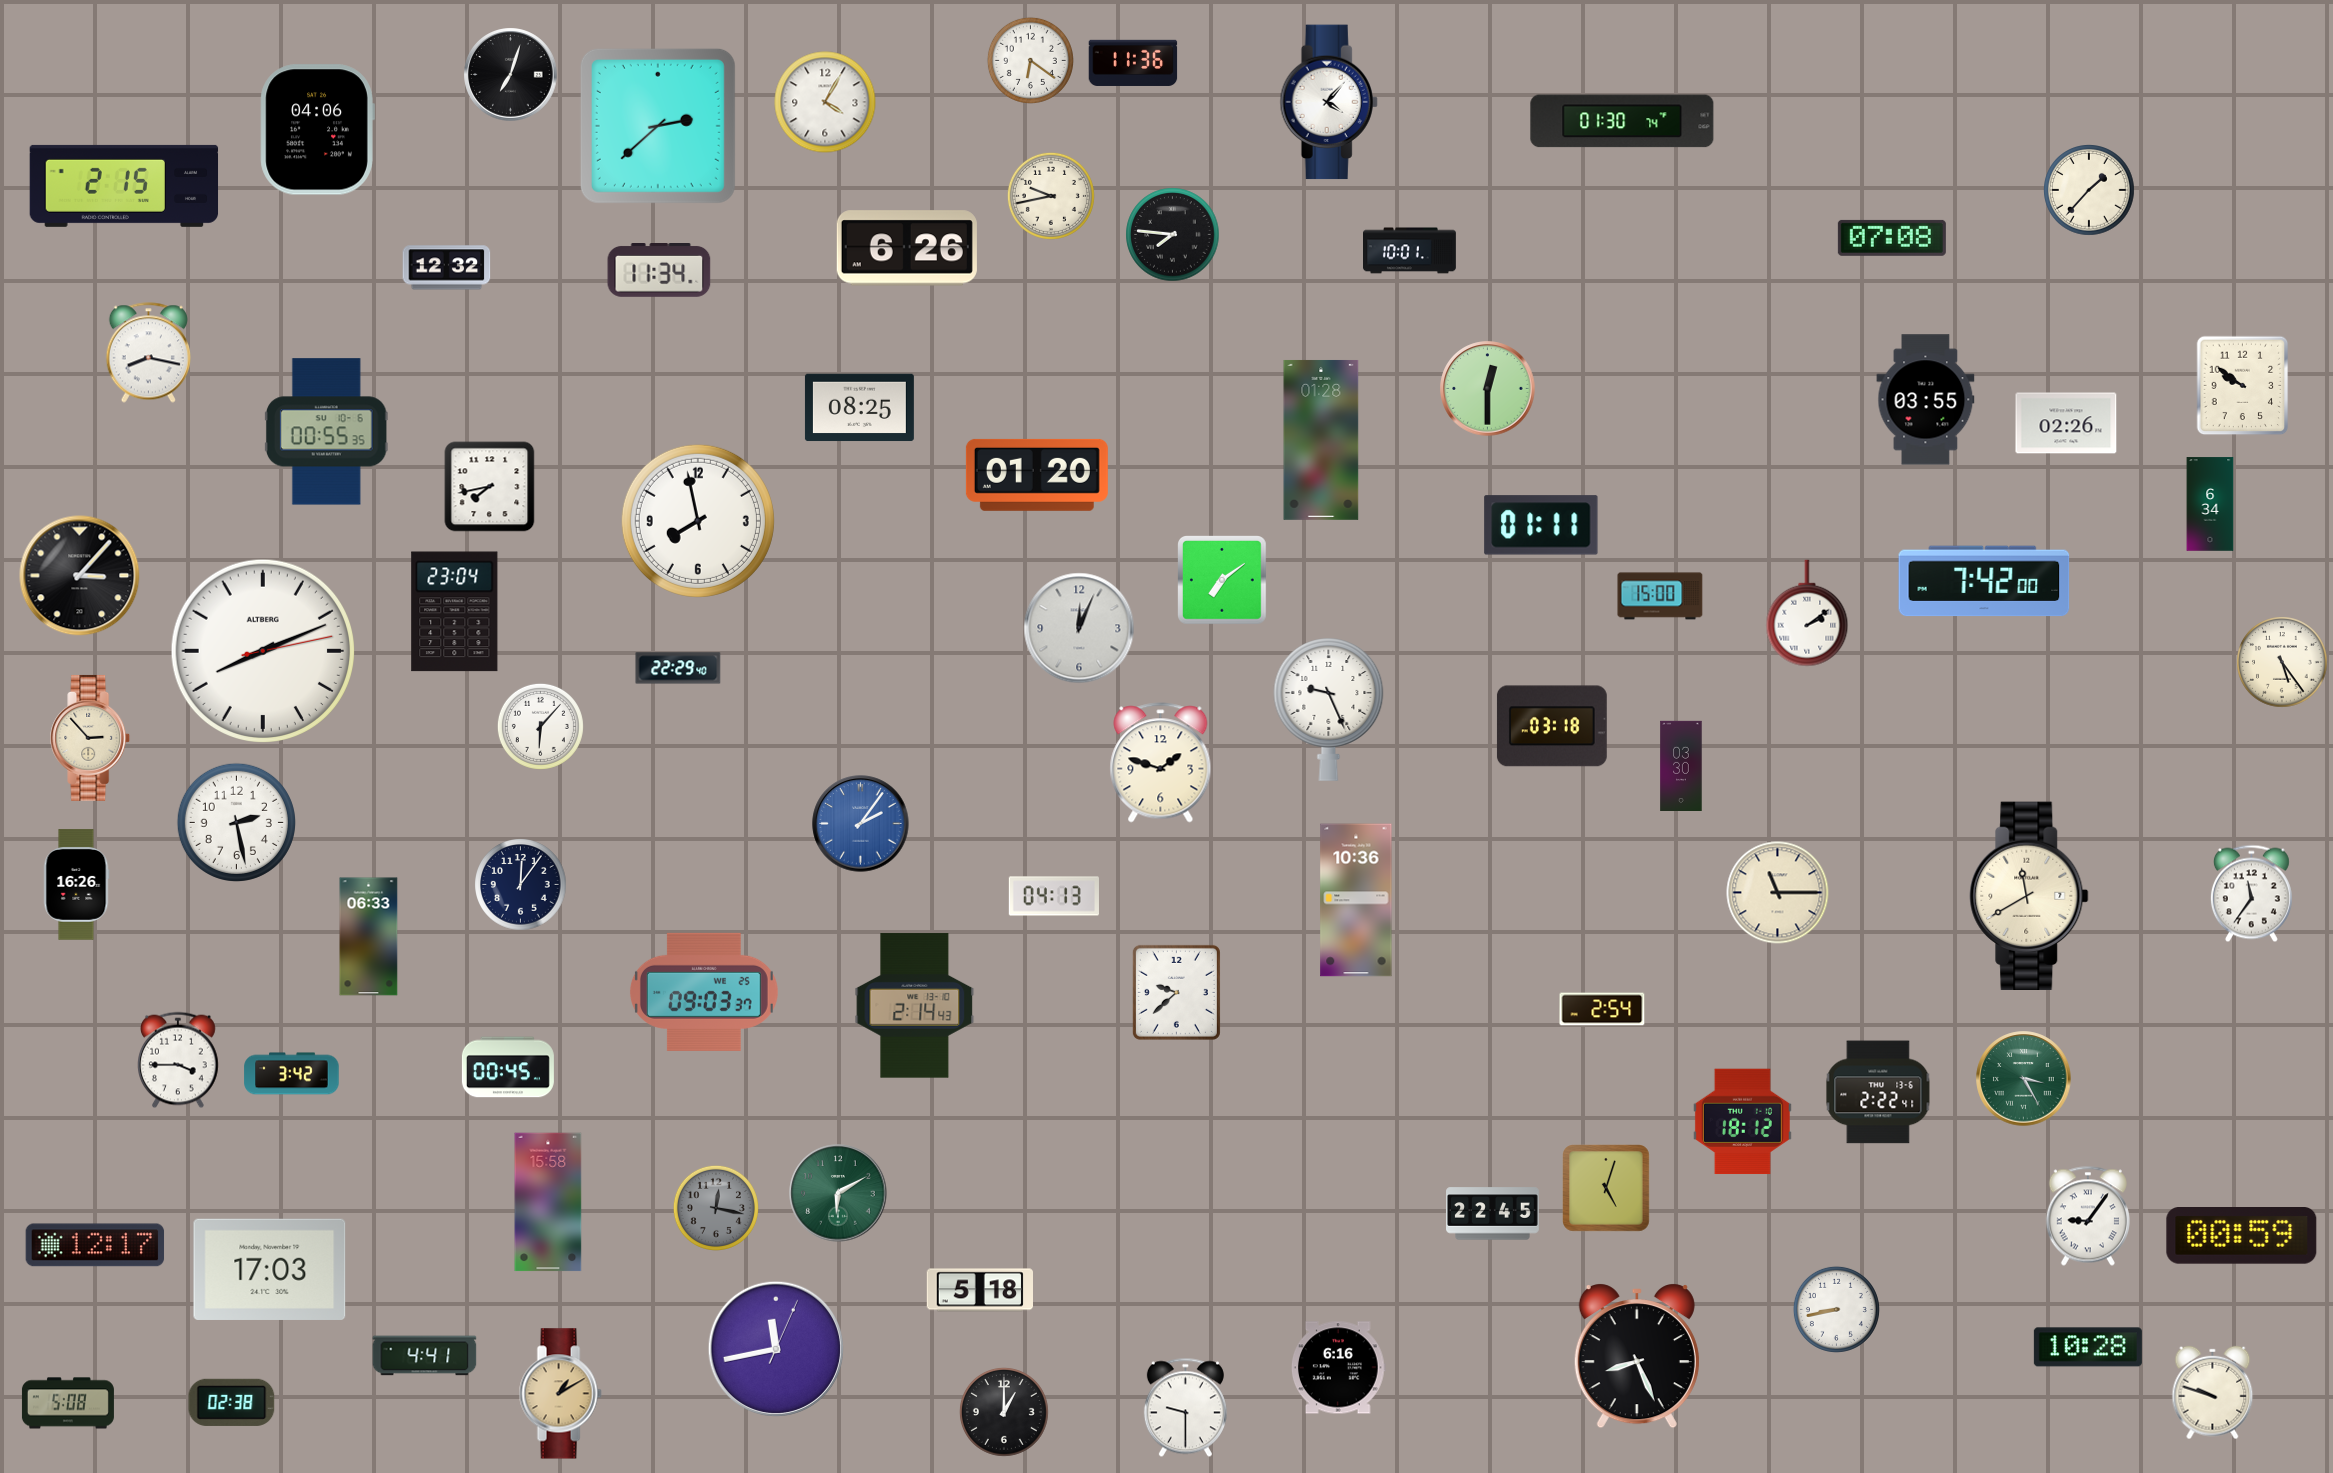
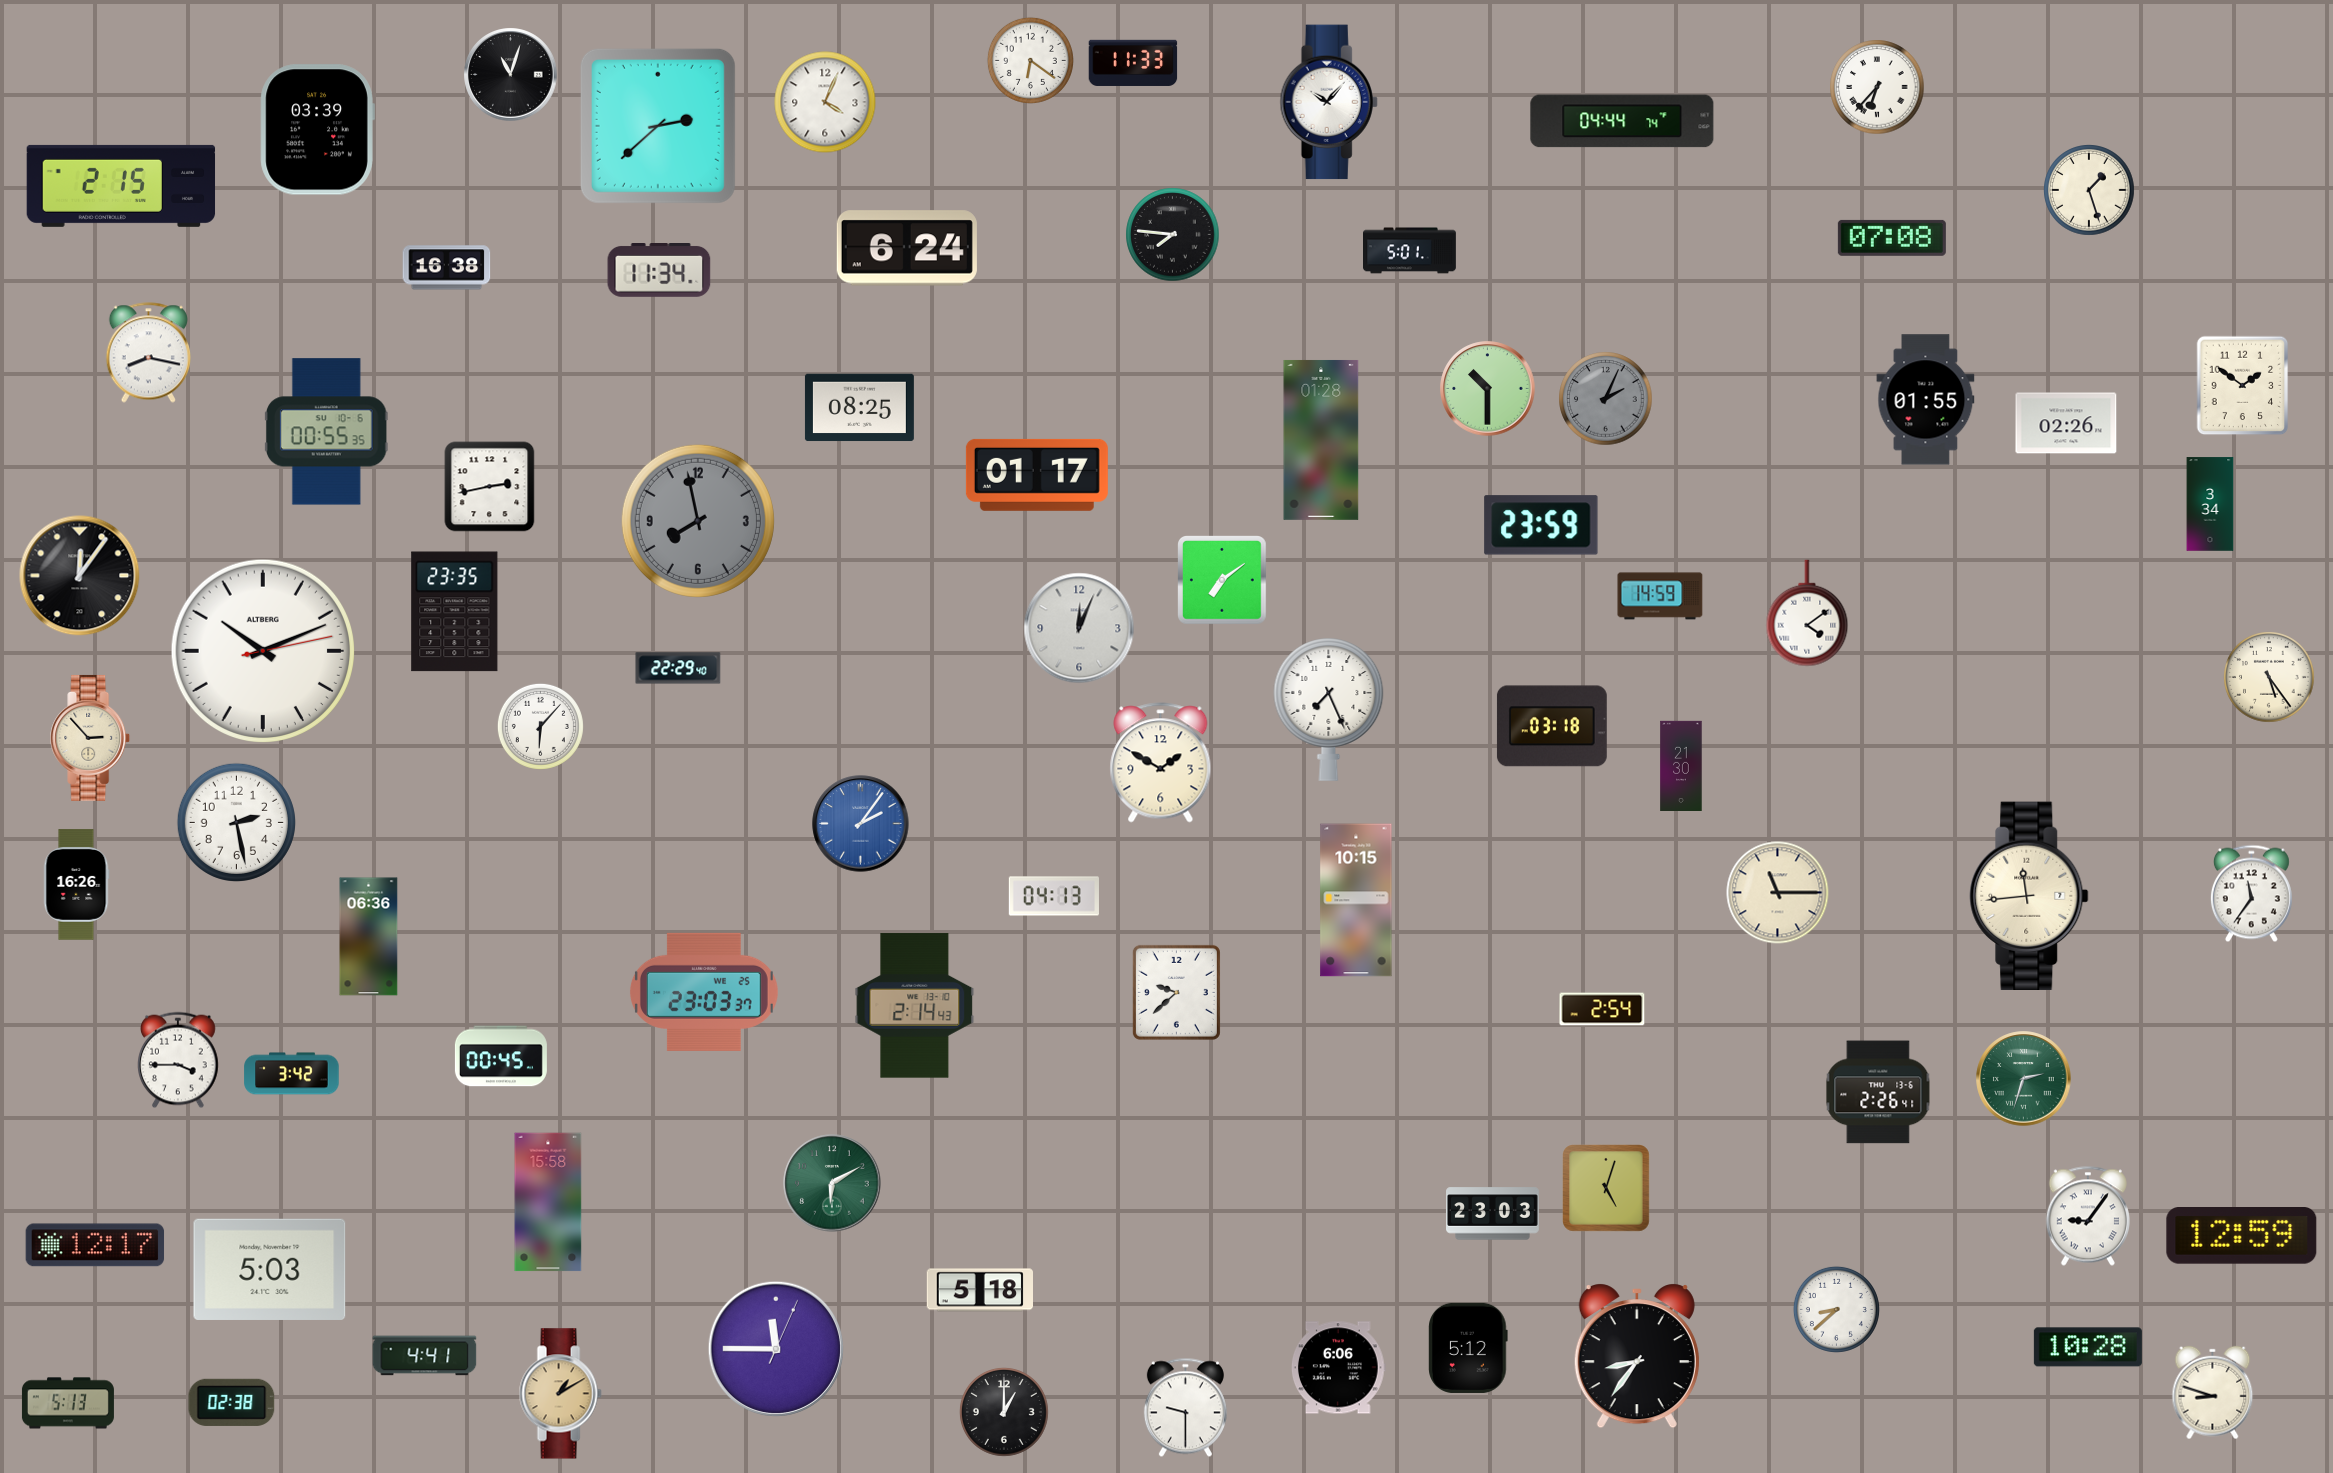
clock at (1133, 62): 11:36 -> 11:33
clock at (511, 75): 7:03 -> 11:03
clock at (1877, 87): none -> 6:37
clock at (825, 102): 4:05 -> 4:04
clock at (1329, 102): 4:07 -> 10:07
clock at (1622, 121): 01:30 -> 04:44
clock at (317, 130): 04:06 -> 03:39
clock at (124, 186) position: (124, 186) -> (121, 186)
clock at (2090, 191): 1:37 -> 1:27
clock at (1051, 196): 9:43 -> none
clock at (907, 248): 6:26 -> 6:24
clock at (1410, 251): 10:01 -> 5:01
clock at (447, 268): 12:32 -> 16:38
clock at (2243, 386): 9:51 -> 1:51
clock at (1488, 389): 12:30 -> 10:30
clock at (1606, 399): none -> 2:04
clock at (1926, 400): 03:55 -> 01:55
clock at (1037, 475): 01:20 -> 01:17
clock at (490, 487): 7:43 -> 2:43
clock at (2210, 504): 6:34 -> 3:34
clock at (698, 521) dial: white -> grey
clock at (1541, 525): 01:11 -> 23:59
clock at (80, 576): 3:07 -> 12:06
clock at (1984, 581): 7:42 -> none
clock at (1660, 596): 15:00 -> 14:59
clock at (455, 612): 23:04 -> 23:35
clock at (1807, 613): 2:09 -> 4:09
clock at (262, 650): 8:11 -> 10:11
clock at (2283, 663) position: (2283, 663) -> (2270, 678)
clock at (1329, 709): 9:26 -> 7:26
clock at (1161, 763): 1:48 -> 1:50
clock at (1681, 766): 03:30 -> 21:30
clock at (521, 885): 12:06 -> none
clock at (2029, 895): 11:40 -> 11:44
clock at (1356, 900): 10:36 -> 10:15
clock at (369, 937): 06:33 -> 06:36
clock at (704, 992): 09:03 -> 23:03
clock at (508, 1067) position: (508, 1067) -> (501, 1056)
clock at (2024, 1079): 3:25 -> 2:33
clock at (1878, 1092): 2:22 -> 2:26
clock at (1742, 1122): 18:12 -> none
clock at (838, 1193) position: (838, 1193) -> (832, 1183)
clock at (716, 1208): 12:17 -> none
clock at (1493, 1214): 22:45 -> 23:03
clock at (2242, 1236): 00:59 -> 12:59
clock at (270, 1269): 17:03 -> 5:03
clock at (1836, 1309): 8:43 -> 8:38
clock at (1468, 1348): none -> 5:12
clock at (776, 1349): 11:43 -> 11:45
clock at (1637, 1356): 8:26 -> 8:36
clock at (1339, 1368): 6:16 -> 6:06
clock at (2213, 1393): 9:48 -> 8:48
clock at (68, 1403): 5:08 -> 5:13
